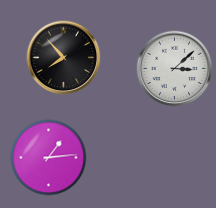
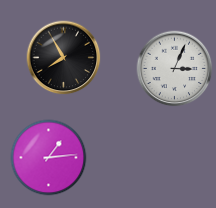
clock at (64, 58): 7:53 -> 7:55
clock at (175, 69): 3:08 -> 3:04
